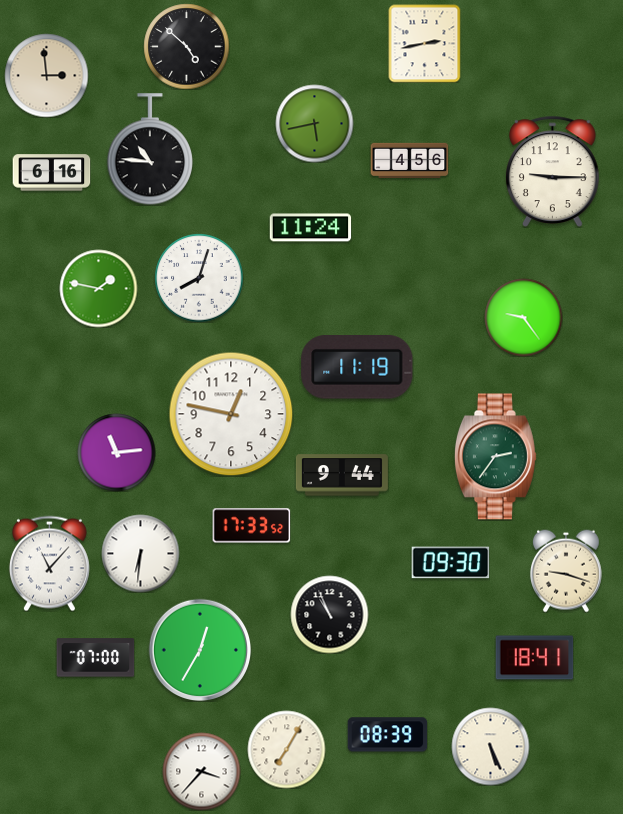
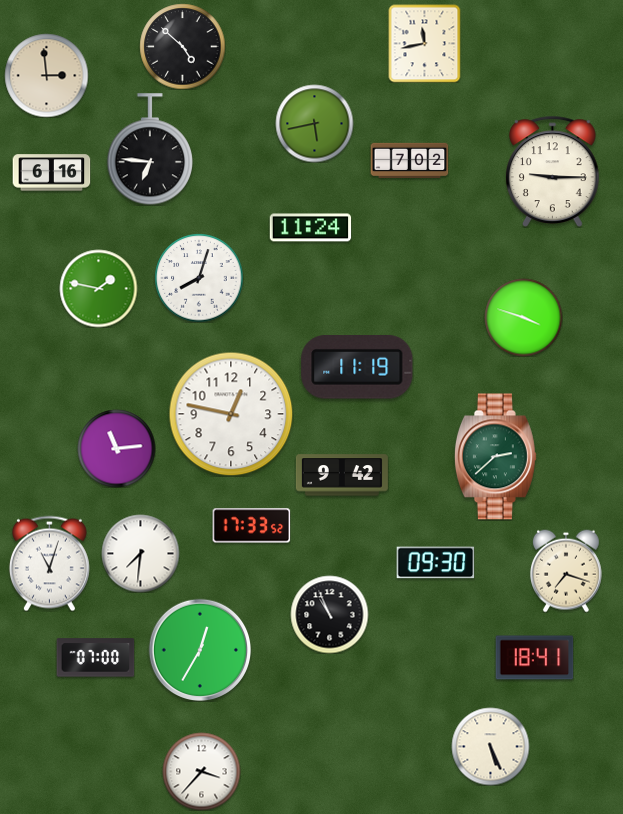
clock at (425, 43): 2:43 -> 11:43
clock at (186, 46) position: (186, 46) -> (182, 46)
clock at (150, 149): 10:46 -> 6:46
clock at (409, 160): 4:56 -> 7:02
clock at (523, 317): 9:24 -> 3:48
clock at (116, 452) position: (116, 452) -> (116, 448)
clock at (495, 457): 2:36 -> 2:38
clock at (342, 475): 9:44 -> 9:42
clock at (140, 553): 6:31 -> 7:31
clock at (49, 563): 11:07 -> 11:03
clock at (450, 563) position: (450, 563) -> (435, 563)
clock at (566, 571): 9:18 -> 7:18
clock at (387, 735): 08:39 -> none
clock at (286, 749): 7:05 -> none
